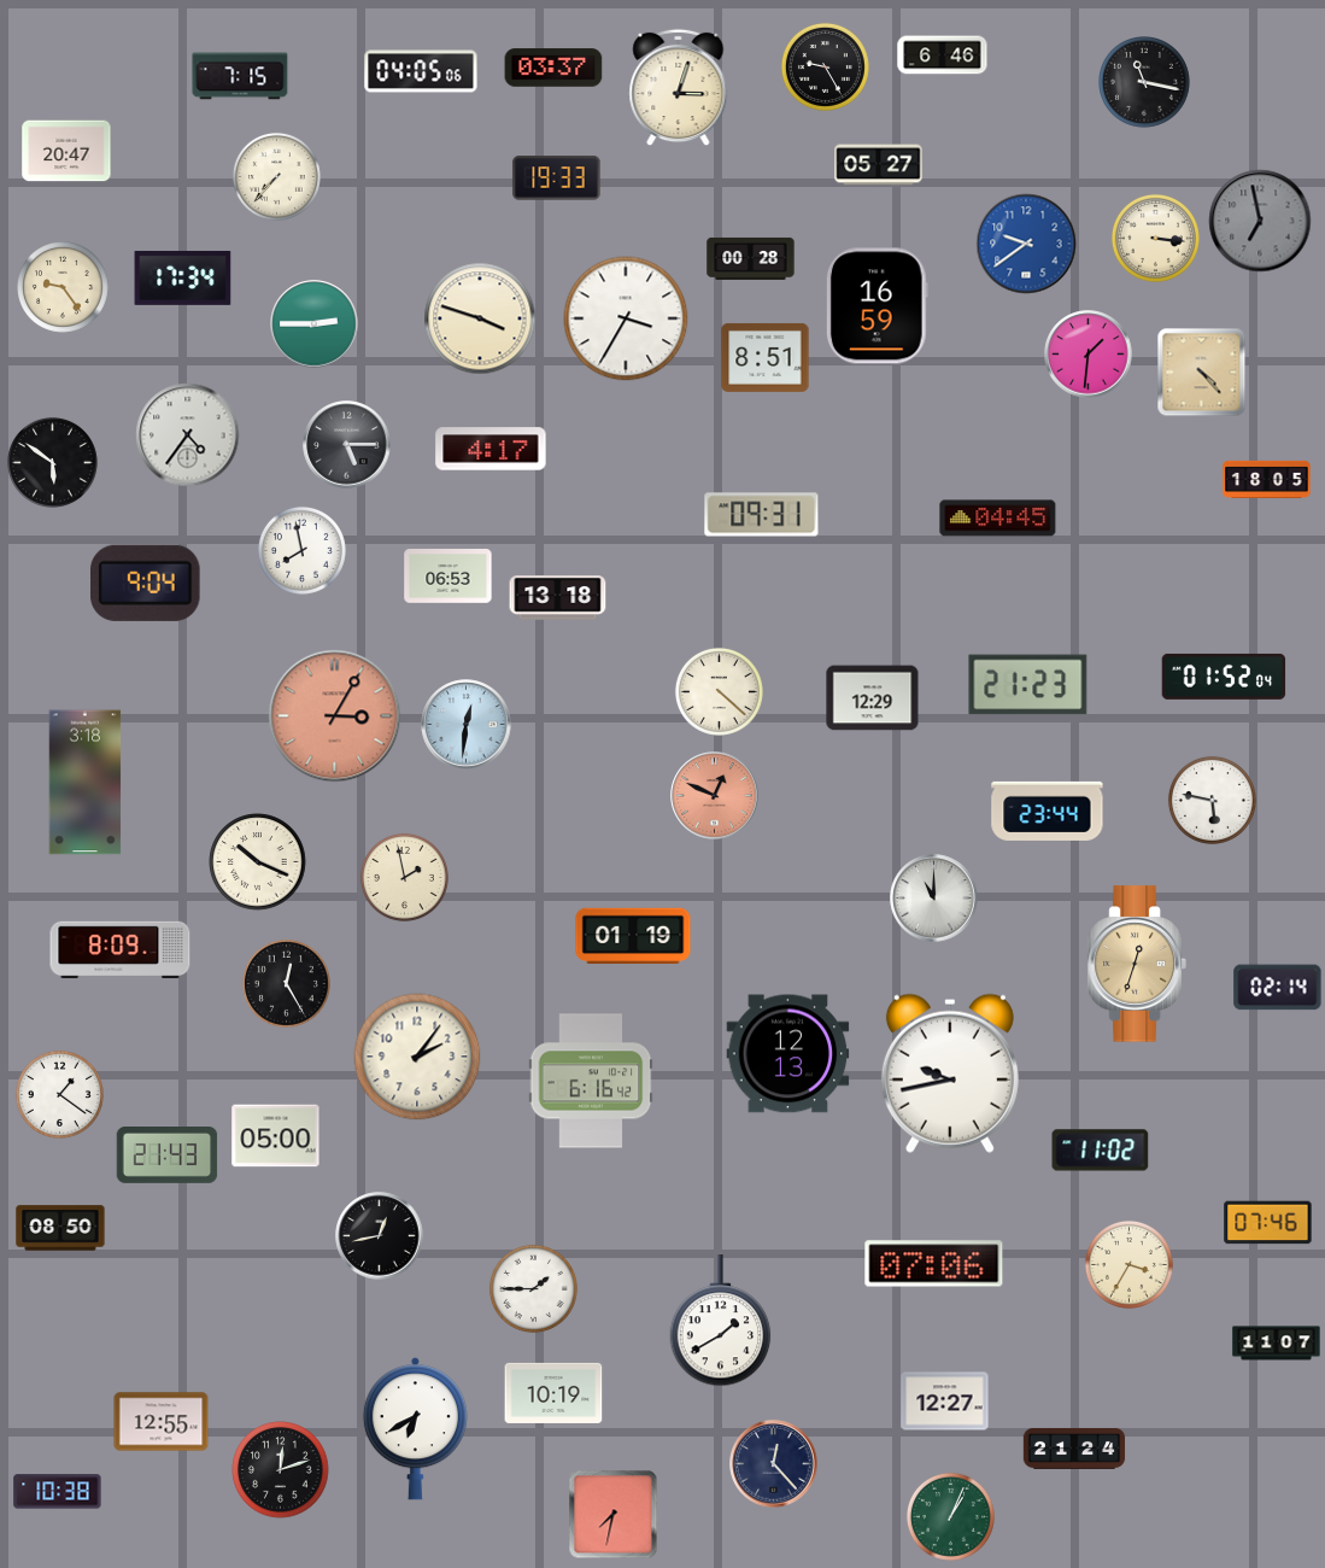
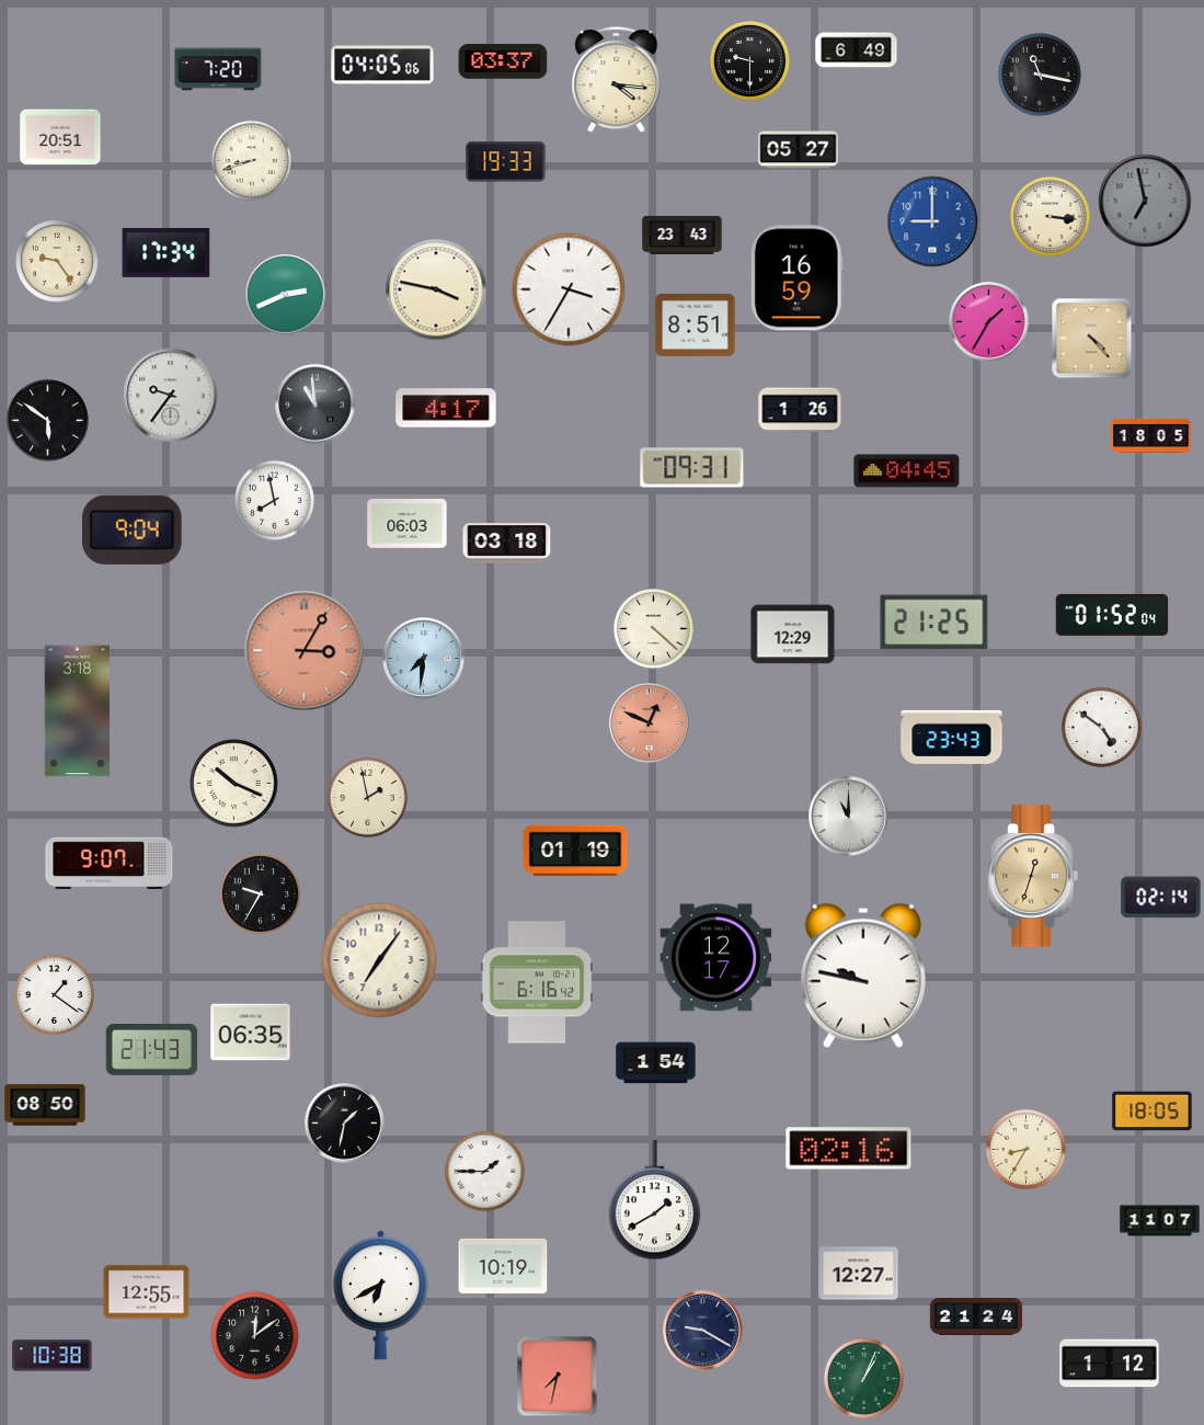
clock at (943, 55): 6:46 -> 6:49
clock at (825, 66): 9:25 -> 9:30
clock at (240, 76): 7:15 -> 7:20
clock at (679, 88): 3:03 -> 4:16
clock at (66, 151): 20:47 -> 20:51
clock at (276, 176): 7:37 -> 8:42
clock at (1026, 244): 9:39 -> 9:00
clock at (751, 258): 00:28 -> 23:43
clock at (480, 318): 3:48 -> 3:47
clock at (315, 324): 2:45 -> 2:41
clock at (1089, 355): 1:31 -> 1:35
clock at (188, 435): 4:36 -> 9:36
clock at (347, 445): 5:15 -> 10:59
clock at (800, 410): none -> 1:26
clock at (448, 577): 06:53 -> 06:03
clock at (558, 598): 13:18 -> 03:18
clock at (1028, 685): 21:23 -> 21:25
clock at (467, 725): 12:31 -> 7:31
clock at (1212, 800): 5:47 -> 4:51
clock at (1048, 811): 23:44 -> 23:43
clock at (121, 950): 8:09 -> 9:07
clock at (286, 983): 12:25 -> 9:35
clock at (788, 1054): 12:13 -> 12:17
clock at (417, 1057): 2:06 -> 7:06
clock at (950, 1073): 9:43 -> 9:47
clock at (276, 1136): 05:00 -> 06:35
clock at (1101, 1151): 11:02 -> none
clock at (656, 1063): none -> 1:54
clock at (1268, 1223): 07:46 -> 18:05
clock at (60, 1228) position: (60, 1228) -> (45, 1105)
clock at (380, 1236): 12:43 -> 1:32
clock at (934, 1264): 07:06 -> 02:16
clock at (1128, 1264): 3:35 -> 8:35
clock at (415, 1429) position: (415, 1429) -> (380, 1296)
clock at (774, 1464): 12:23 -> 9:20
clock at (281, 1470): 12:12 -> 12:09
clock at (1110, 1364): none -> 1:12
